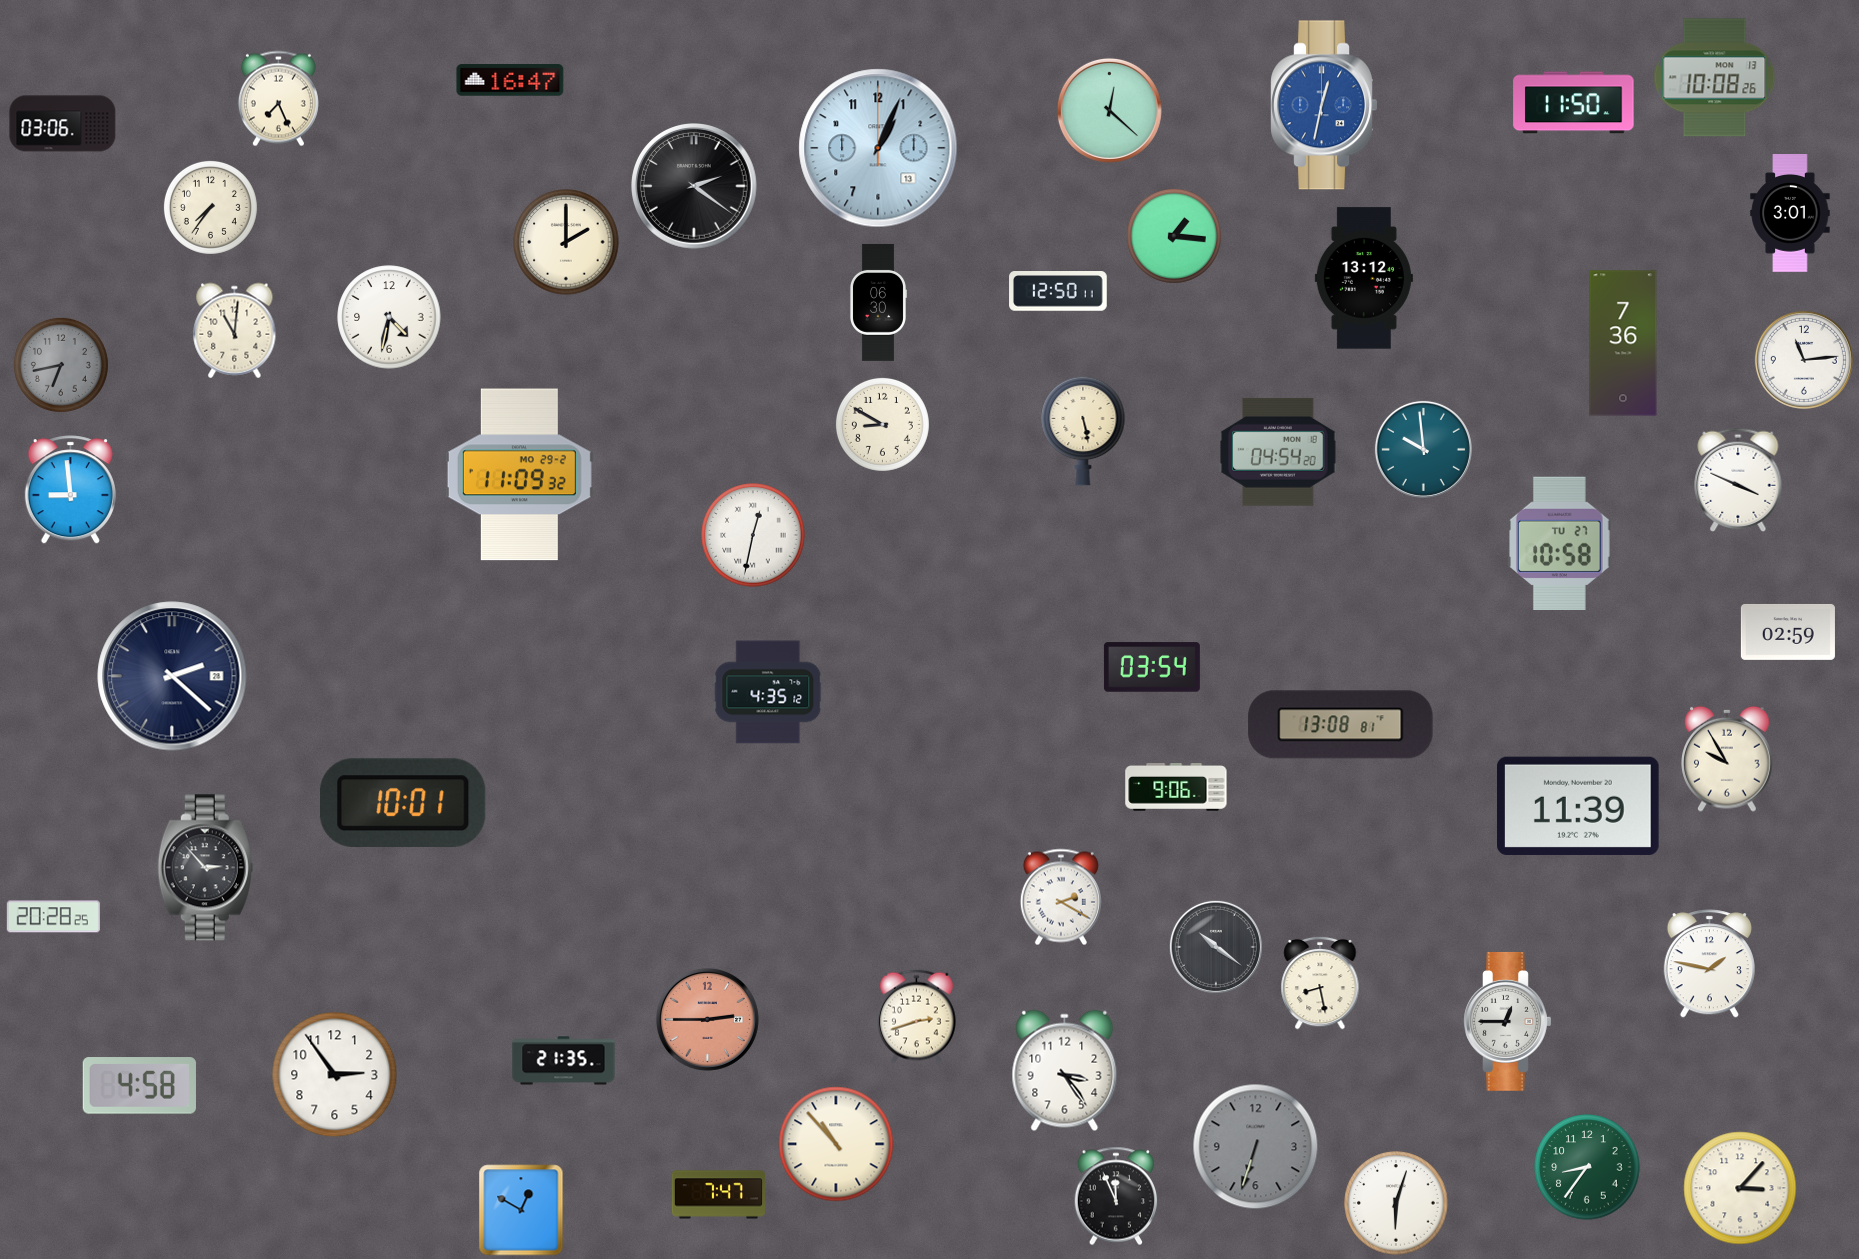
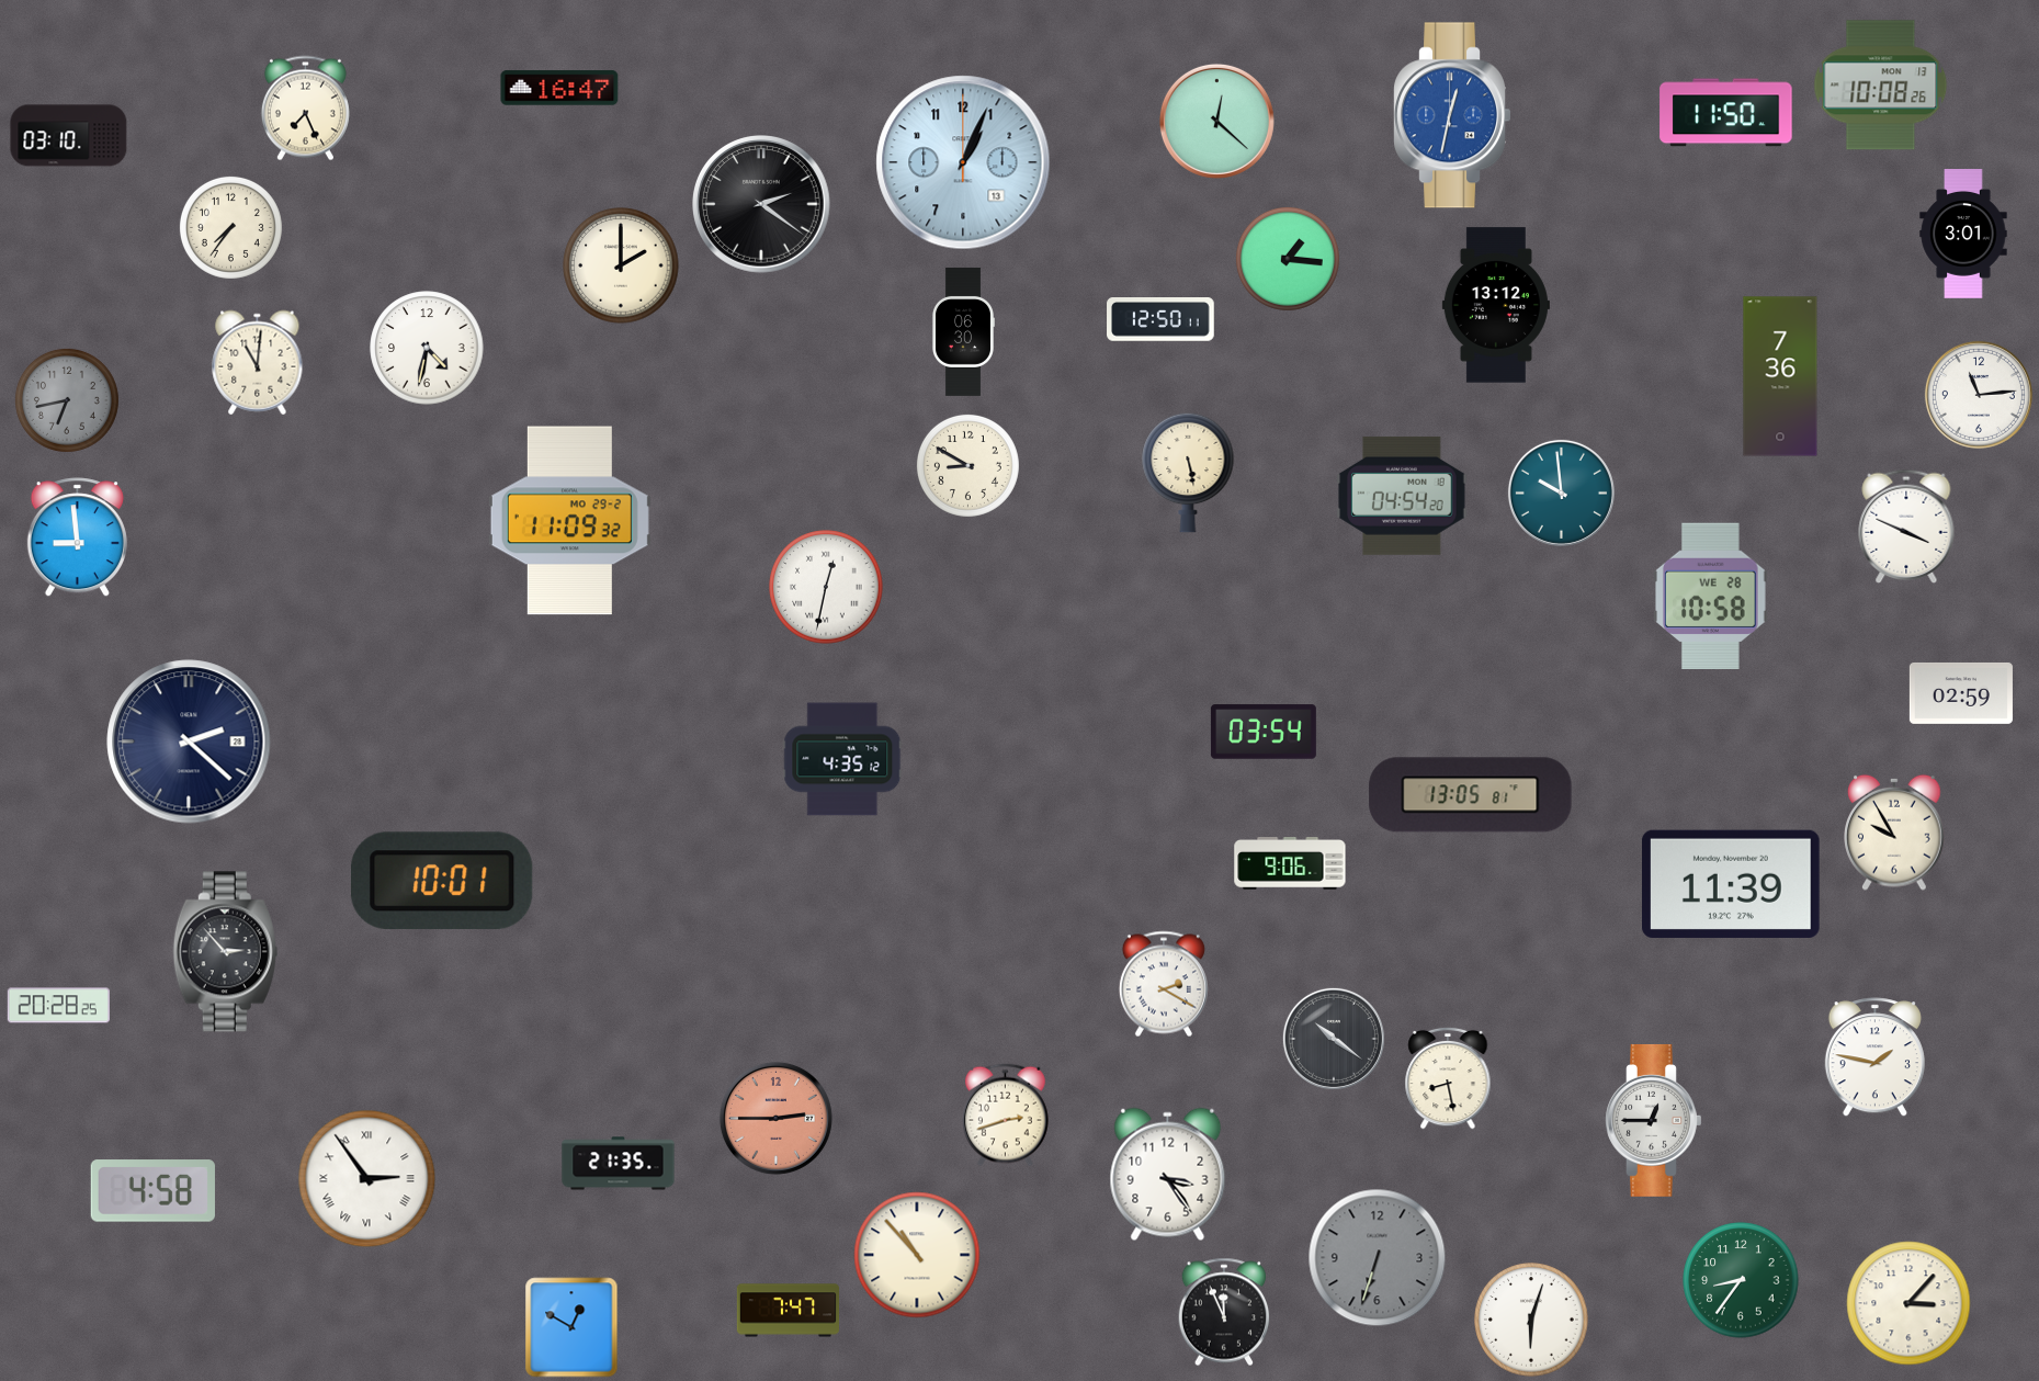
clock at (63, 124): 03:06 -> 03:10
clock at (1560, 543) date: TU 27 -> WE 28
clock at (1341, 725): 13:08 -> 13:05
clock at (335, 1075) numerals: Arabic -> Roman
